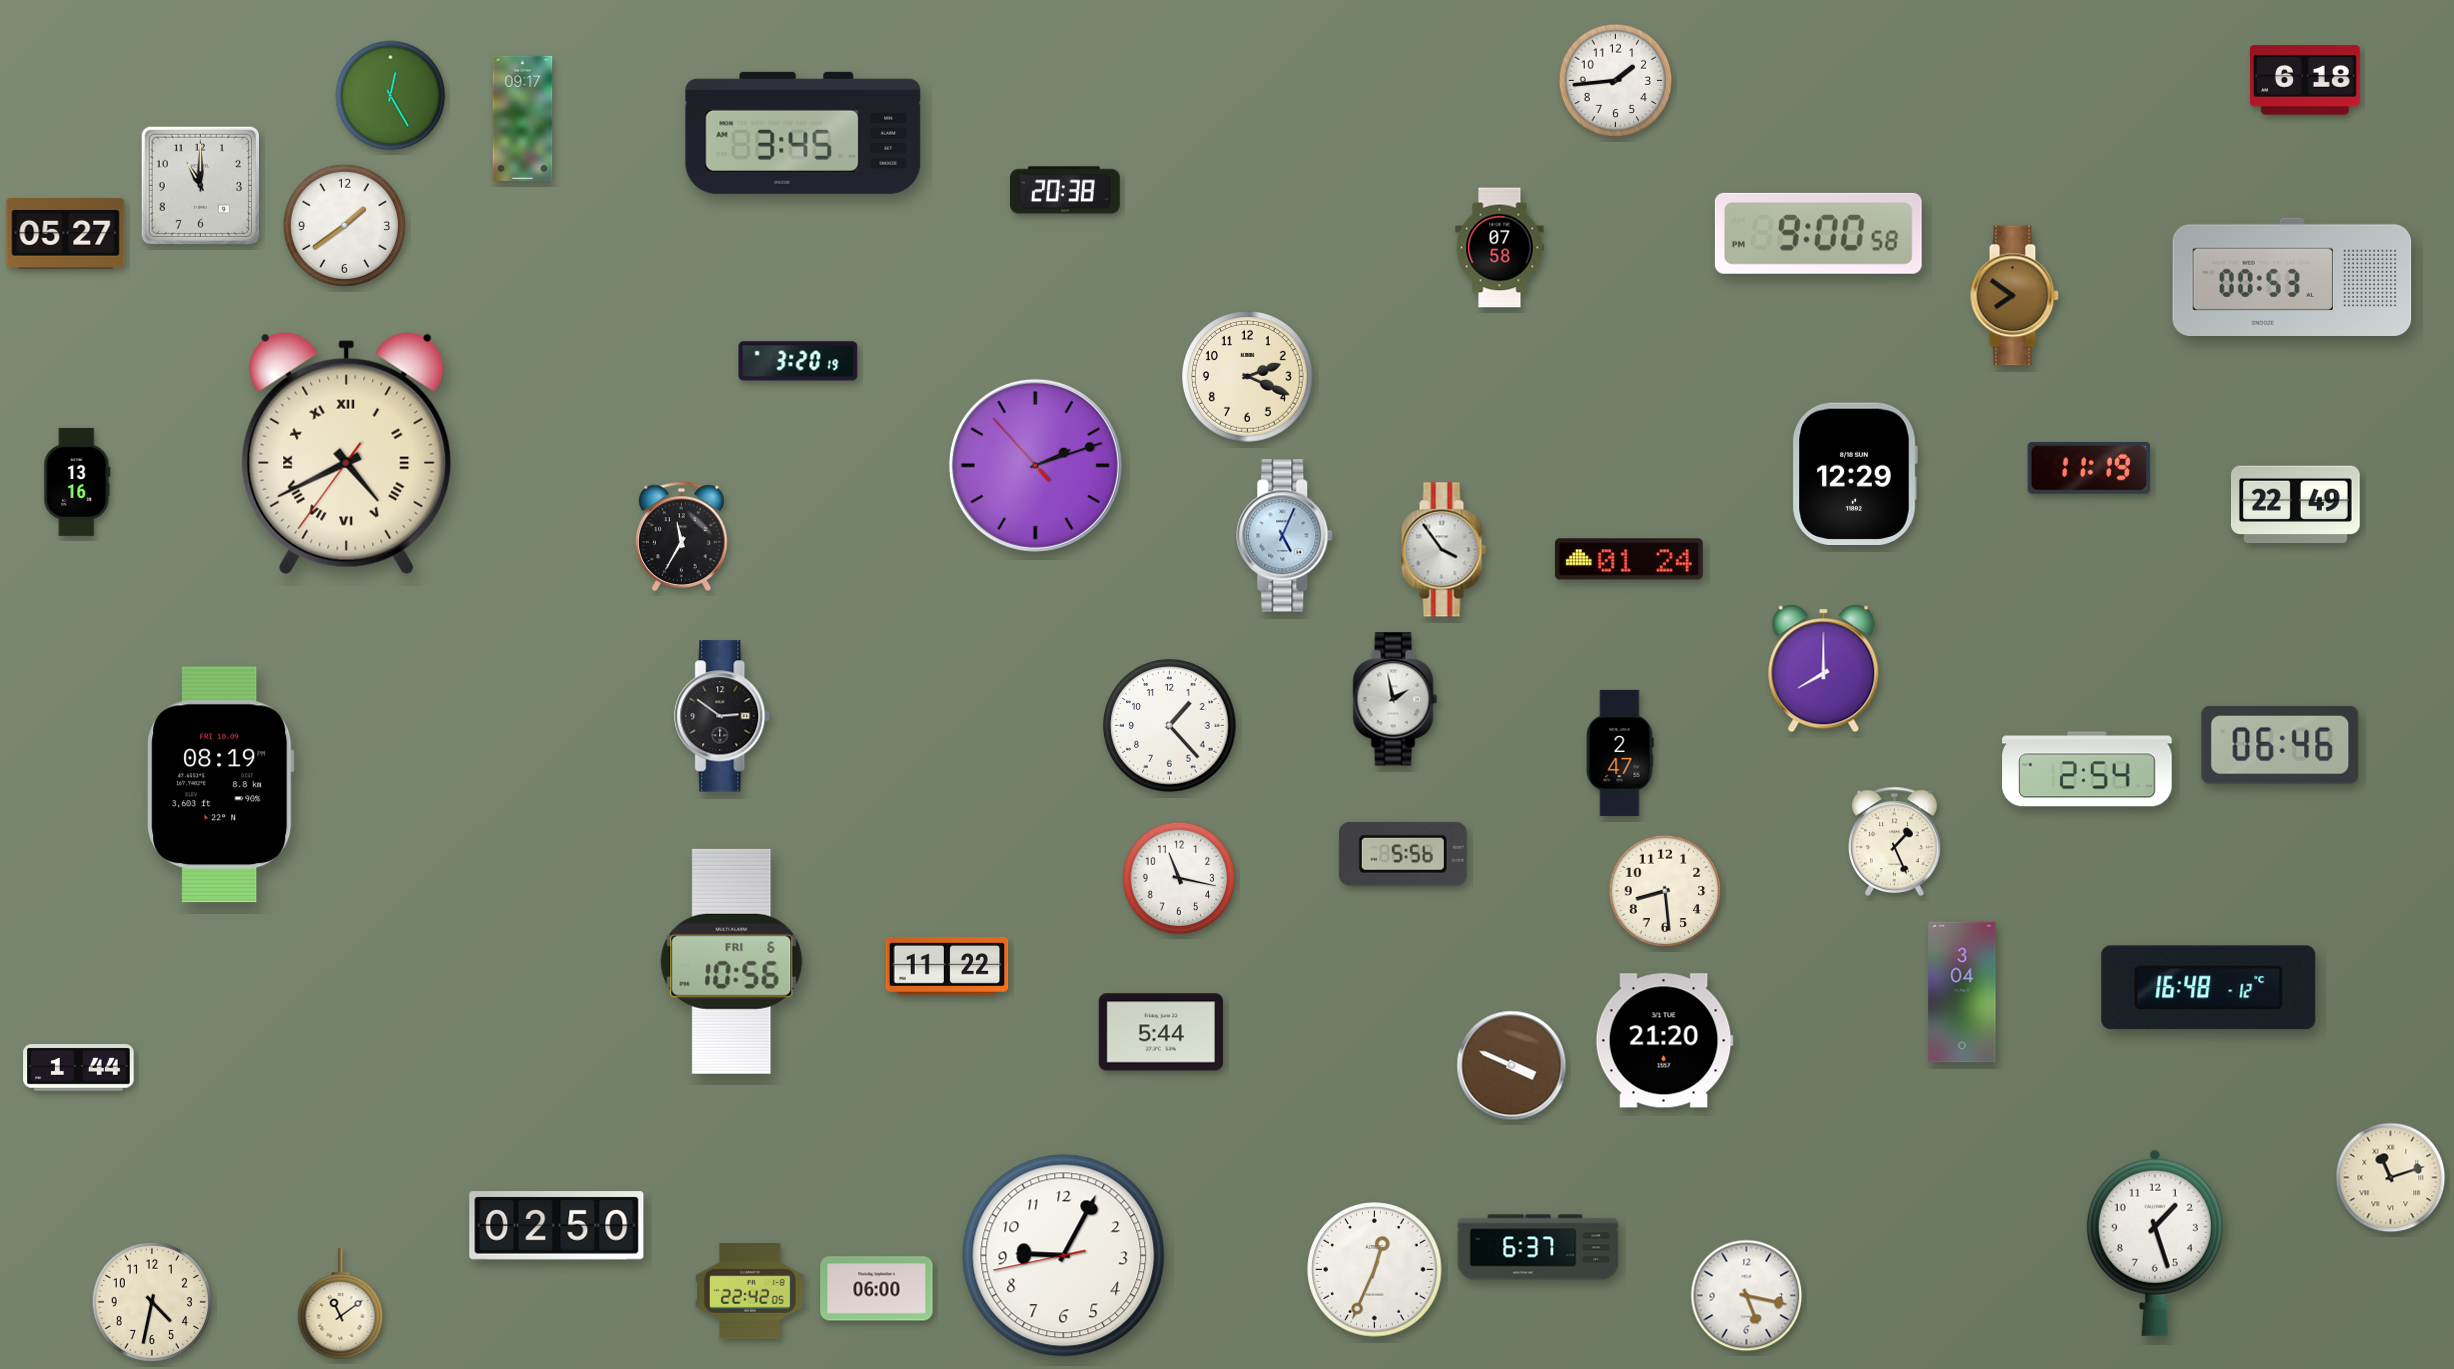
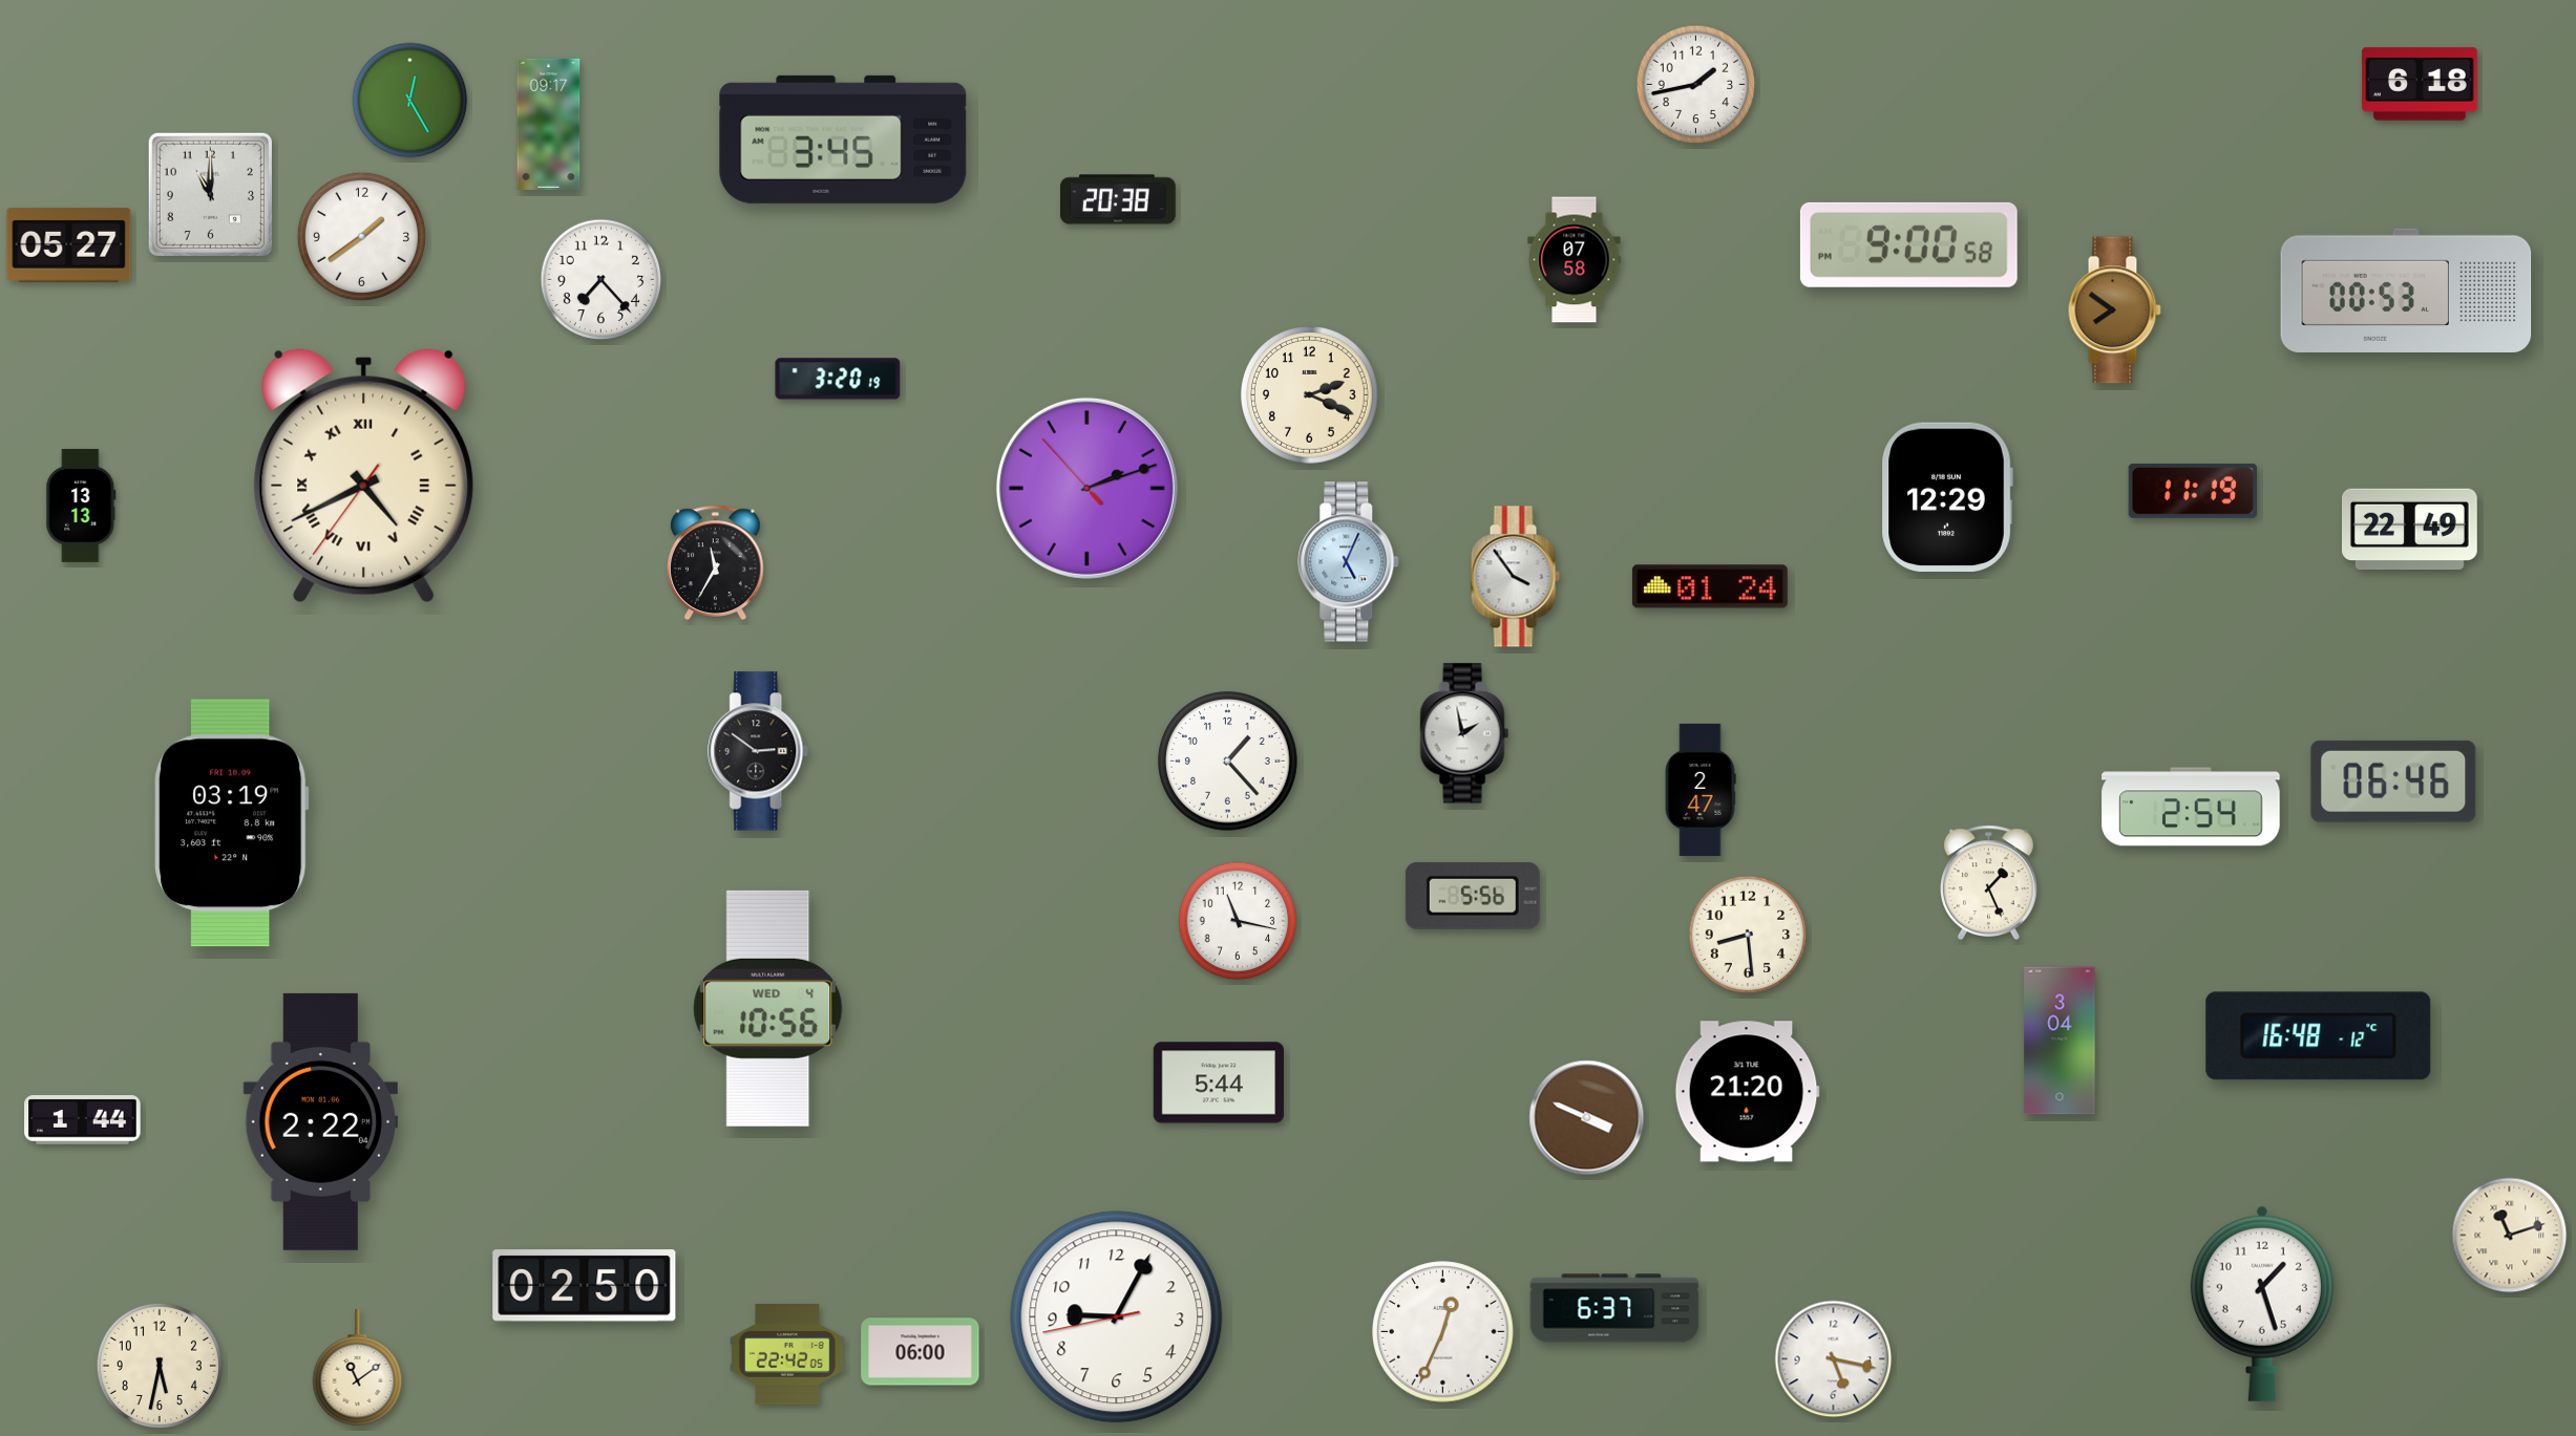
clock at (1616, 81): 1:44 -> 1:43
clock at (601, 280): none -> 7:23
clock at (77, 482): 13:16 -> 13:13
clock at (1824, 669): 8:00 -> none
clock at (221, 785): 08:19 -> 03:19
clock at (732, 961) date: FRI 6 -> WED 4
clock at (947, 967): 11:22 -> none
clock at (320, 1121): none -> 2:22
clock at (152, 1302): 4:32 -> 5:32
